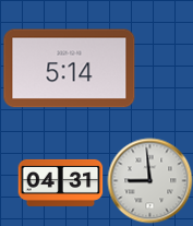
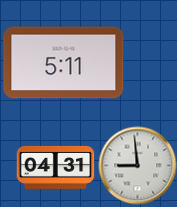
clock at (70, 69): 5:14 -> 5:11
